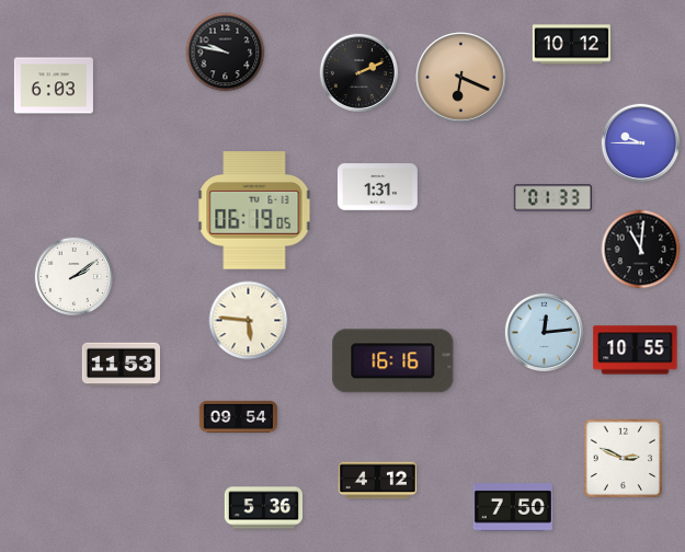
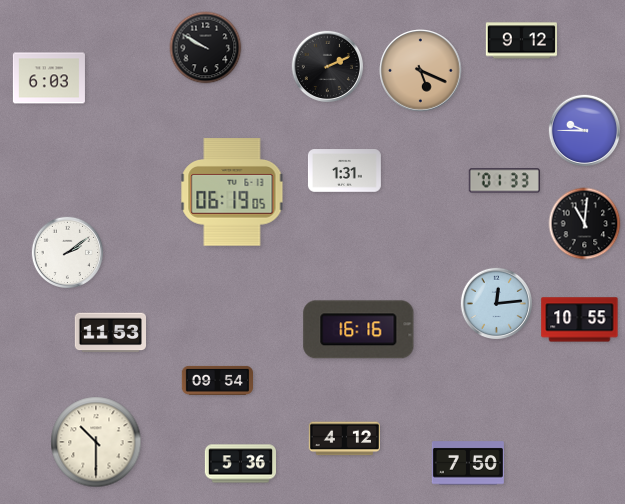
clock at (571, 45): 10:12 -> 9:12
clock at (226, 53): 9:47 -> 9:50
clock at (461, 78): 6:19 -> 5:19
clock at (641, 250) position: (641, 250) -> (585, 224)
clock at (249, 321): 5:46 -> none
clock at (624, 459): 2:49 -> none
clock at (96, 442): none -> 10:30
